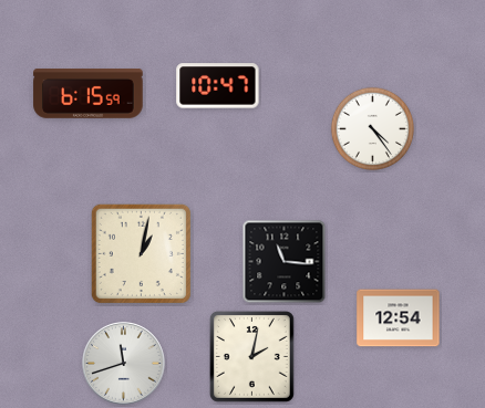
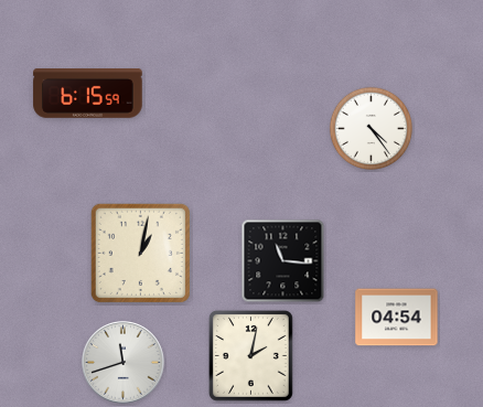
clock at (218, 86): 10:47 -> none
clock at (399, 318): 12:54 -> 04:54
